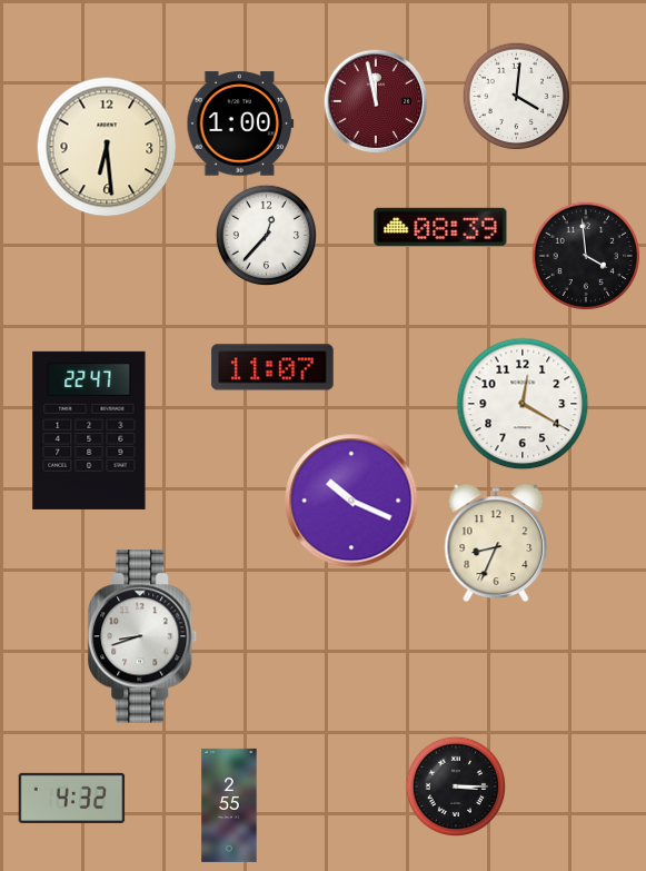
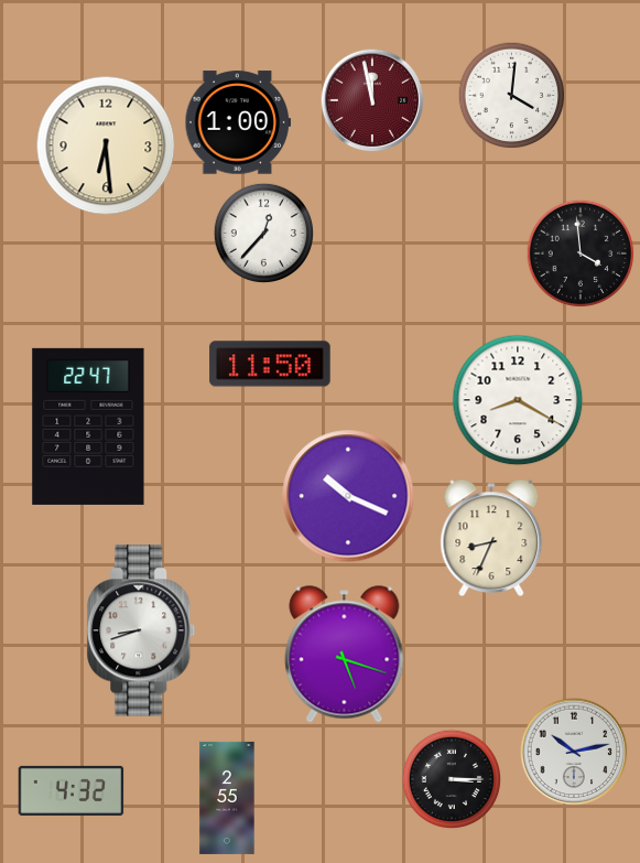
clock at (440, 227): 08:39 -> none
clock at (272, 367): 11:07 -> 11:50
clock at (523, 404): 12:20 -> 8:20
clock at (345, 655): none -> 5:18
clock at (574, 752): none -> 10:13
